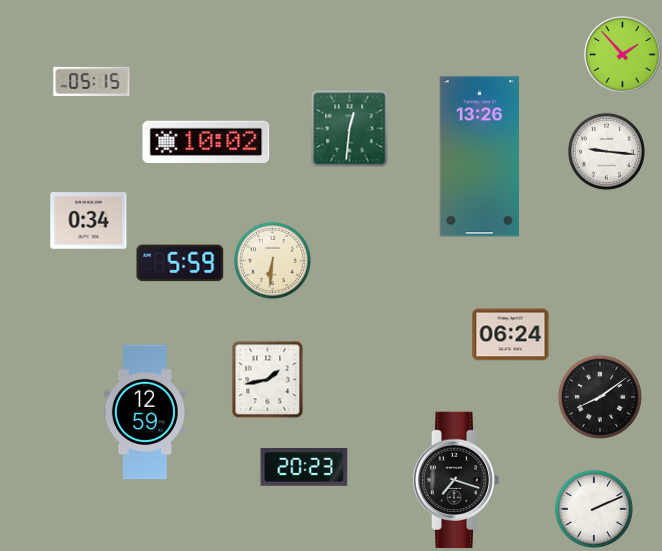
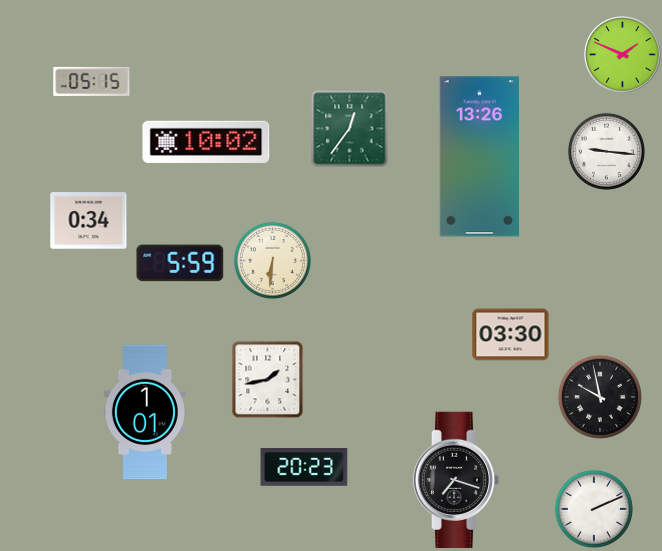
clock at (623, 55): 1:53 -> 1:49
clock at (349, 128): 12:31 -> 12:36
clock at (511, 335): 06:24 -> 03:30
clock at (600, 397): 8:09 -> 9:58
clock at (145, 412): 12:59 -> 1:01
